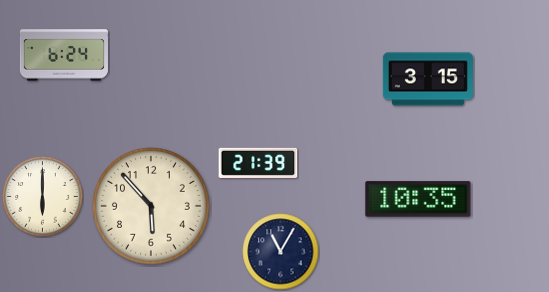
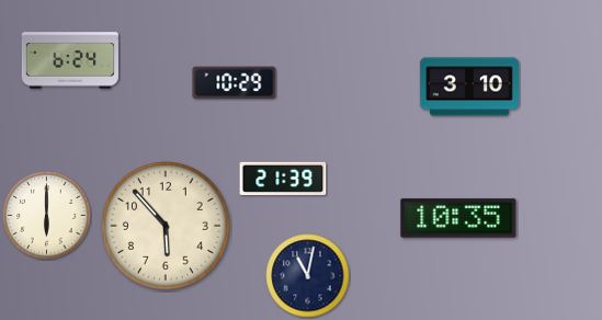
clock at (235, 83): none -> 10:29
clock at (428, 79): 3:15 -> 3:10
clock at (281, 252): 11:05 -> 11:02
